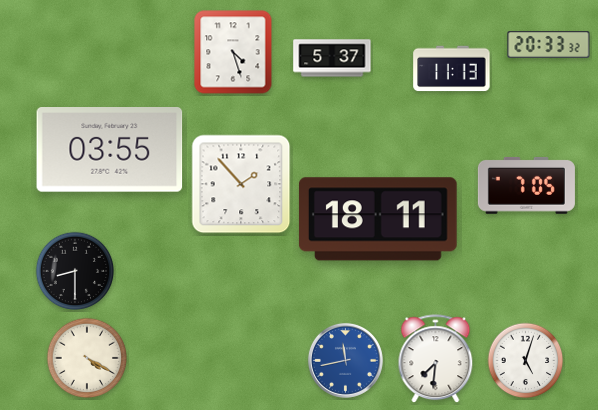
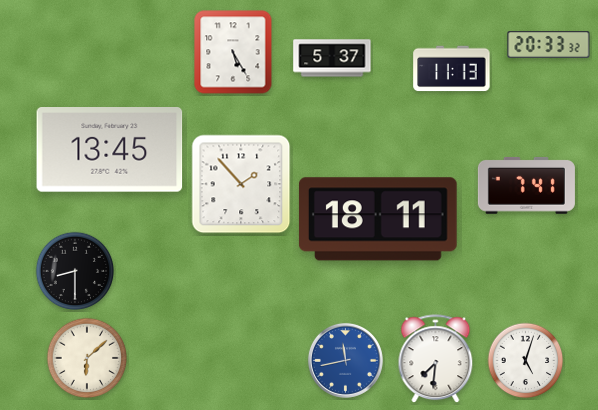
clock at (233, 52): 4:27 -> 5:25
clock at (110, 150): 03:55 -> 13:45
clock at (526, 185): 7:05 -> 7:41
clock at (87, 358): 4:20 -> 6:08
